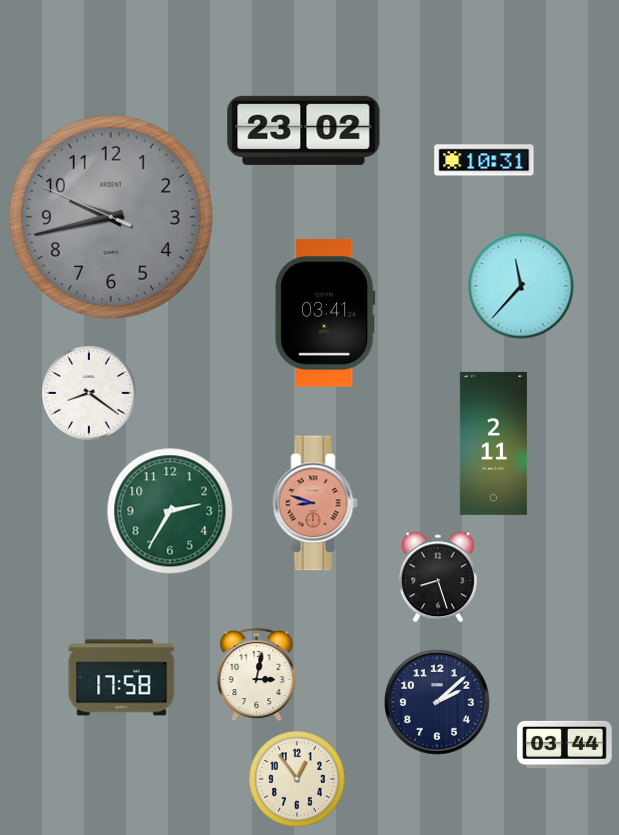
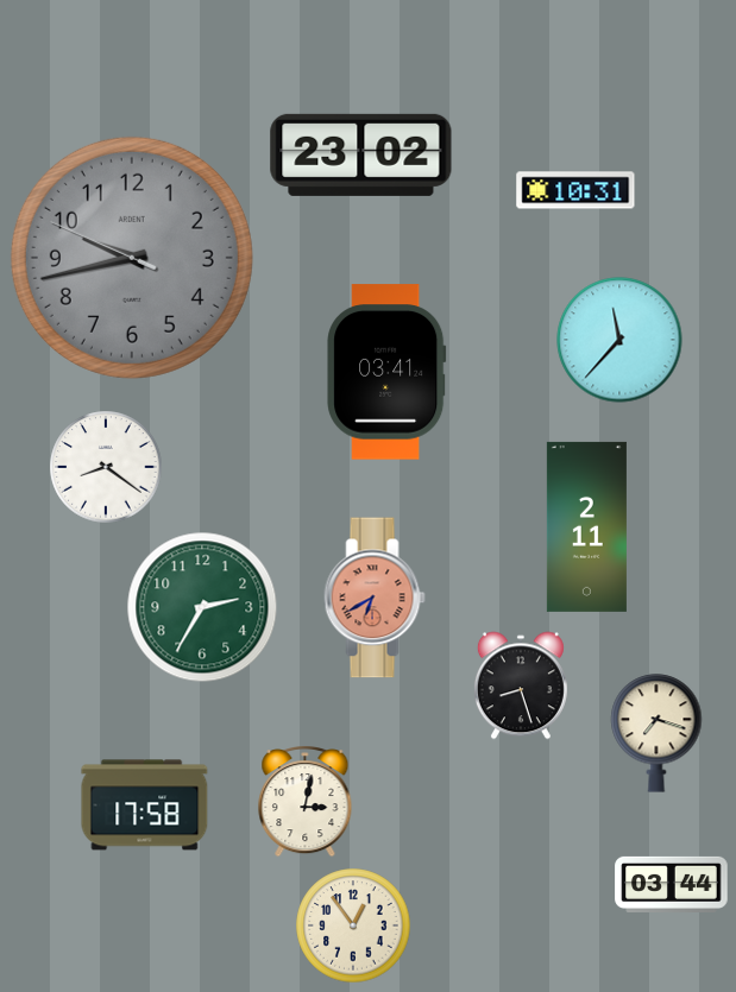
clock at (315, 503): 8:48 -> 6:40
clock at (656, 733): none -> 7:18
clock at (438, 703): 2:08 -> none
